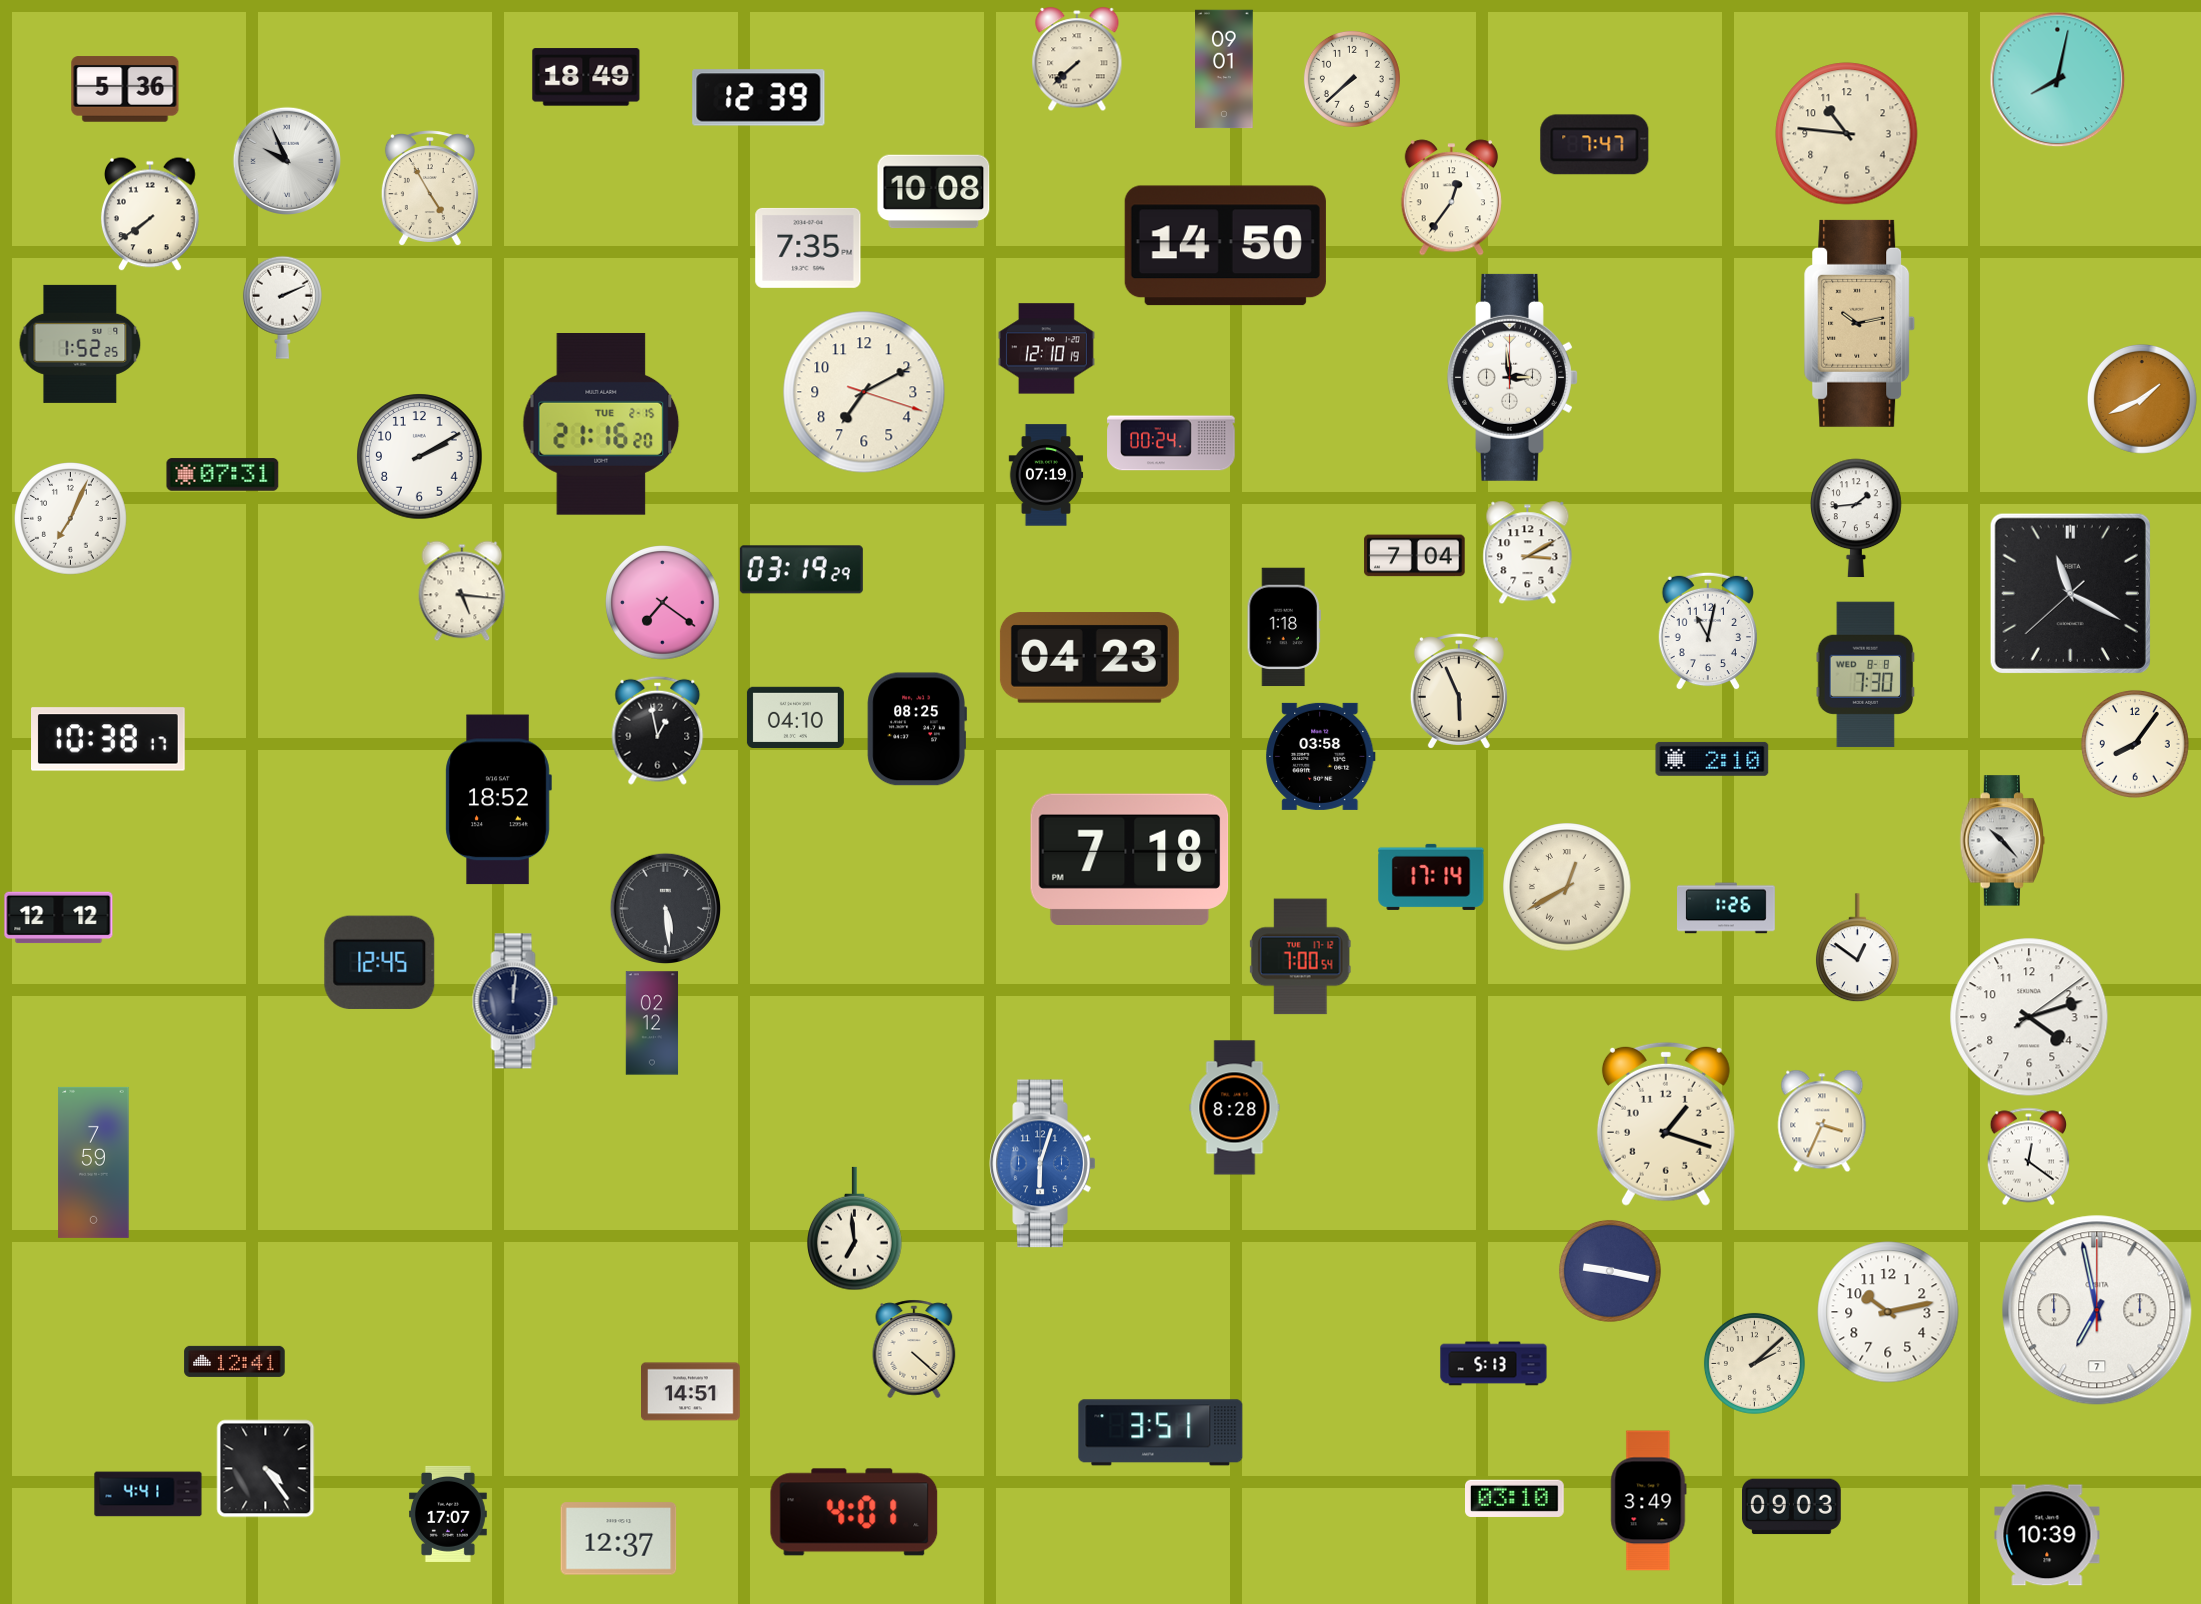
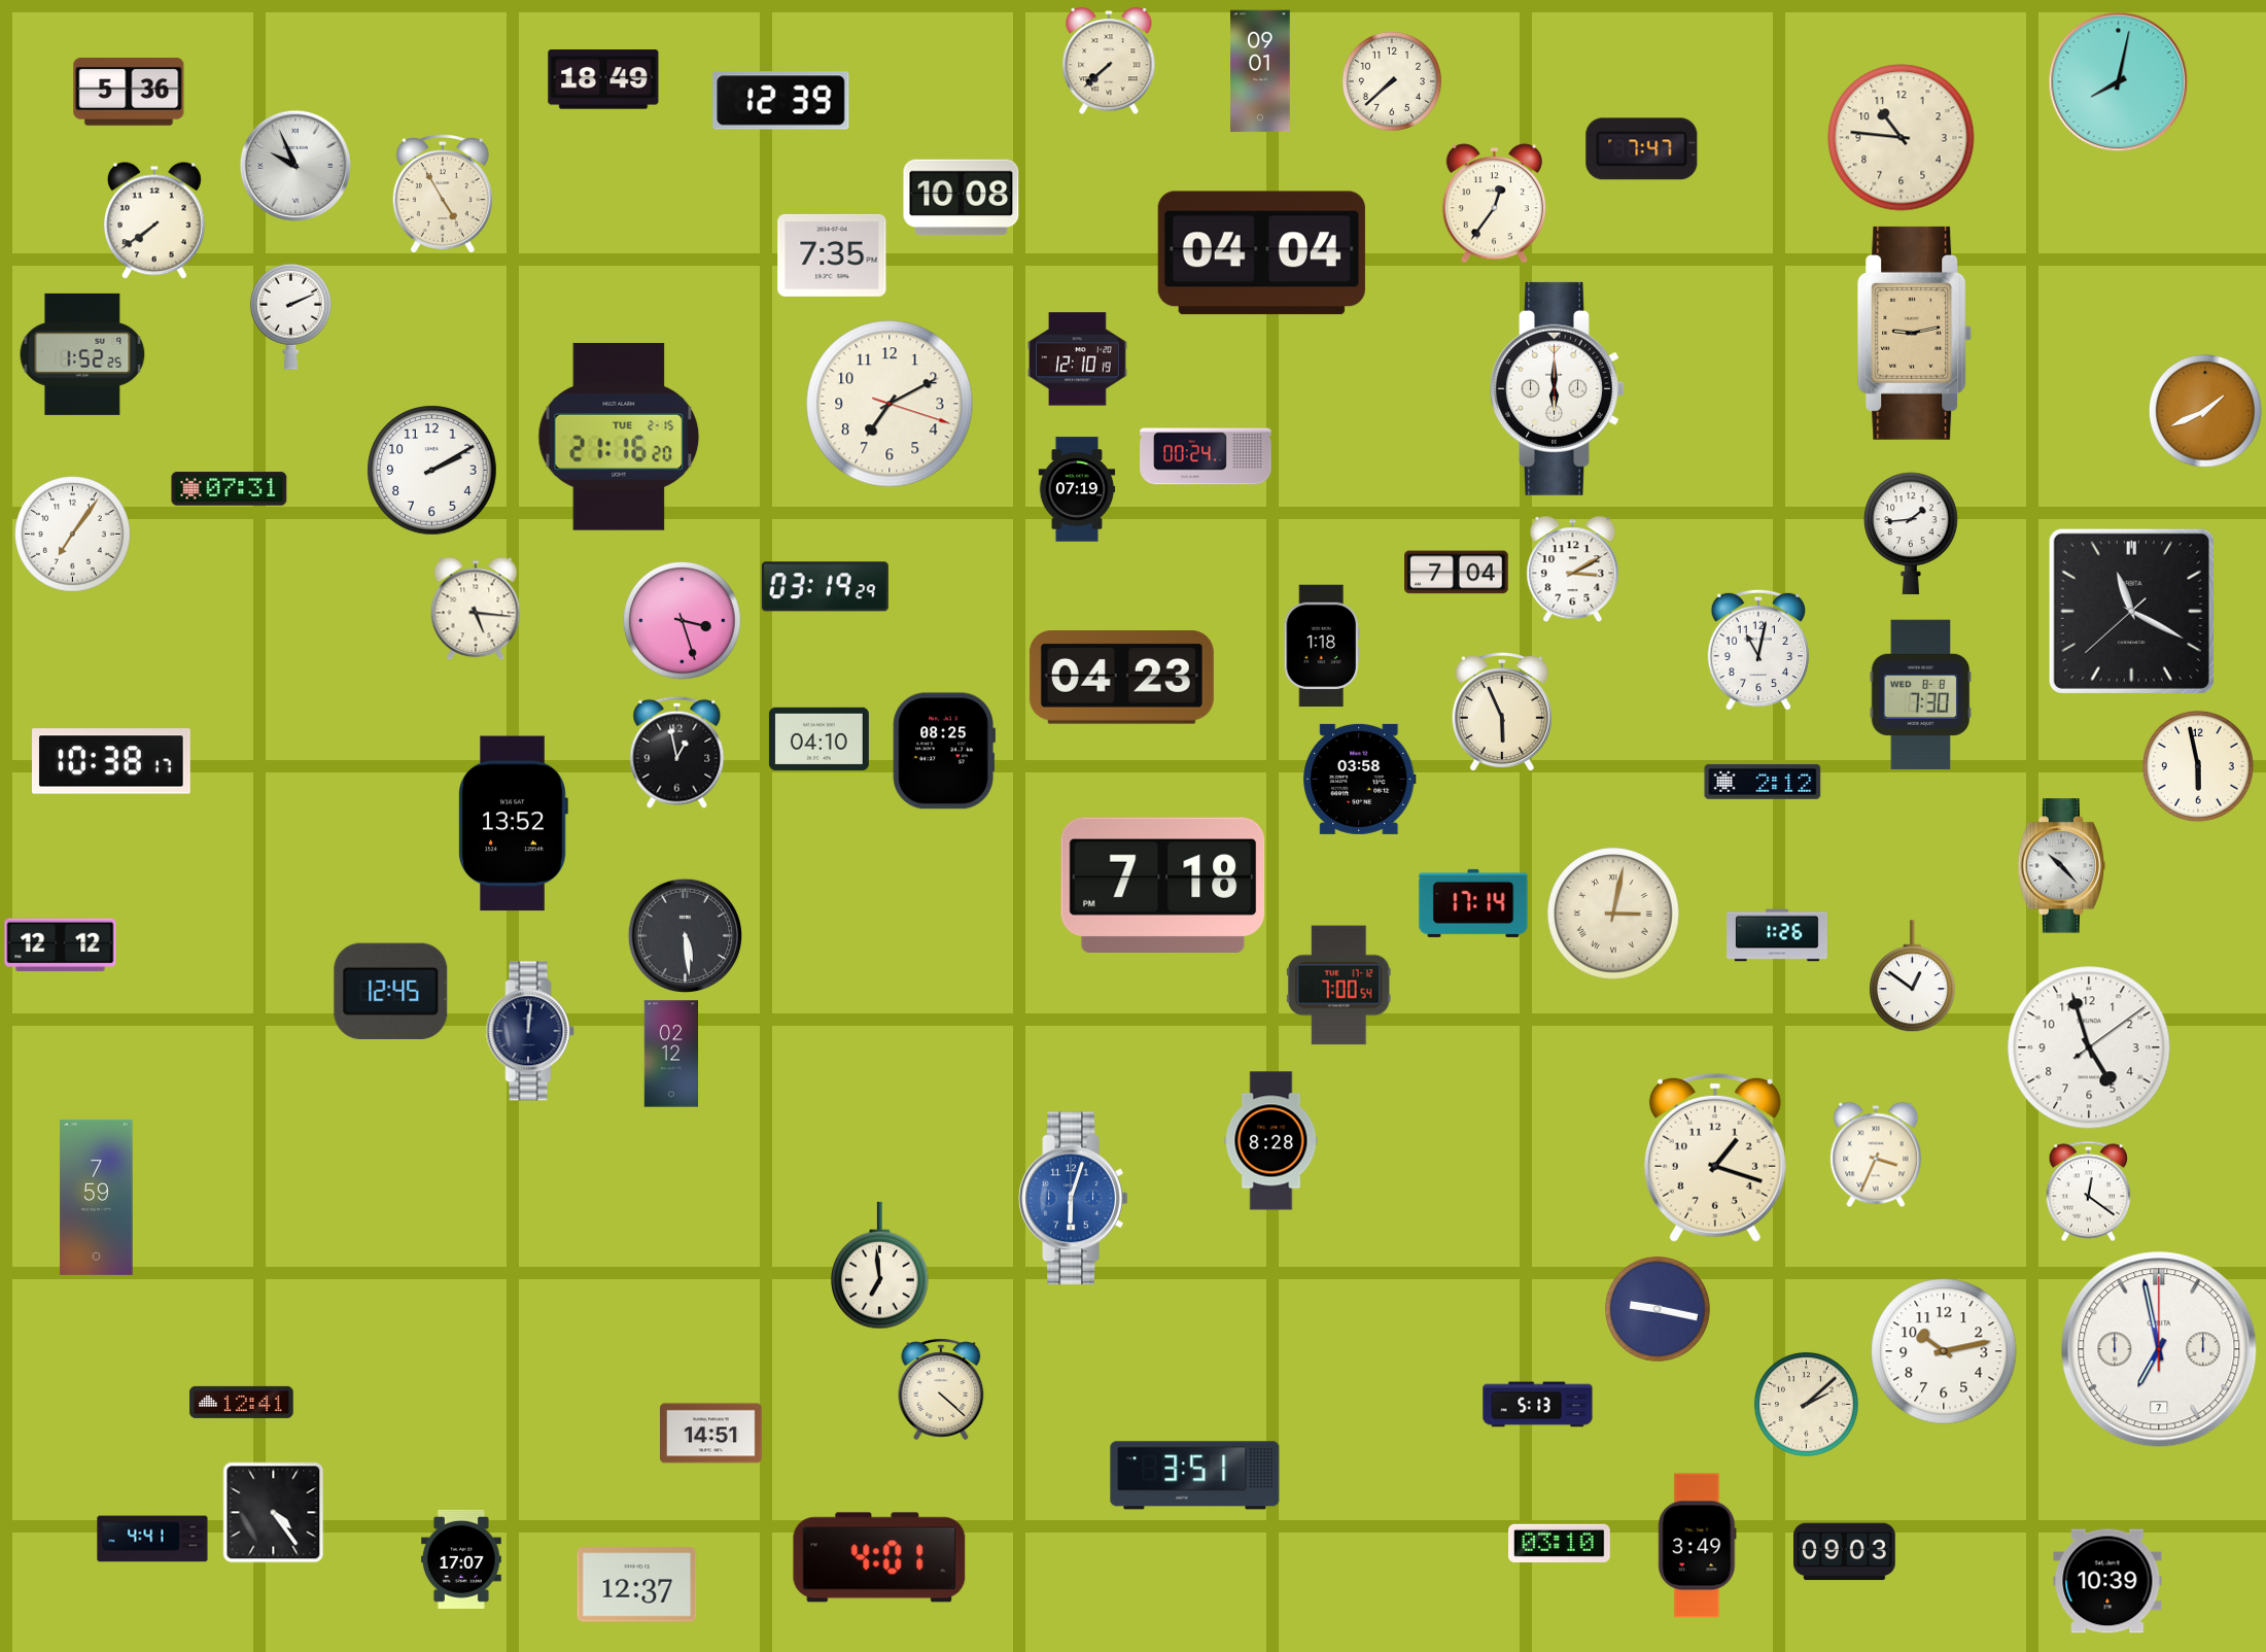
clock at (1225, 246): 14:50 -> 04:04
clock at (1860, 323): 10:13 -> 9:13
clock at (1513, 377): 2:59 -> 6:00
clock at (71, 519): 7:04 -> 7:06
clock at (663, 603): 7:21 -> 3:27
clock at (2135, 744): 8:06 -> 5:58
clock at (1712, 759): 2:10 -> 2:12
clock at (498, 800): 18:52 -> 13:52
clock at (1567, 887): 12:40 -> 3:02
clock at (2029, 1017): 4:12 -> 4:57
